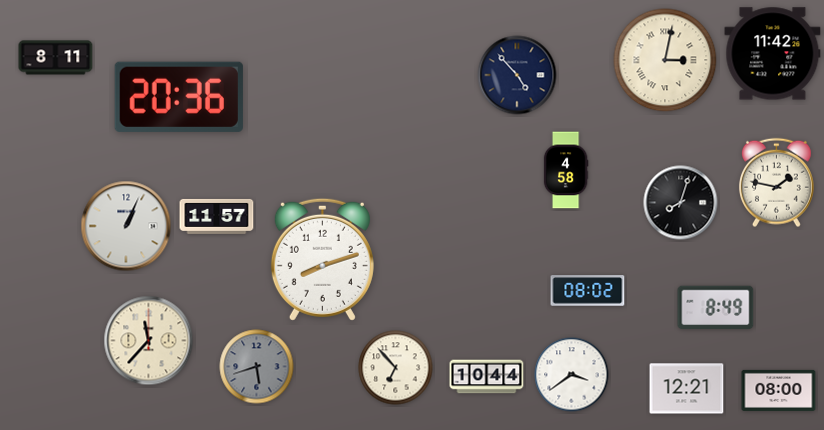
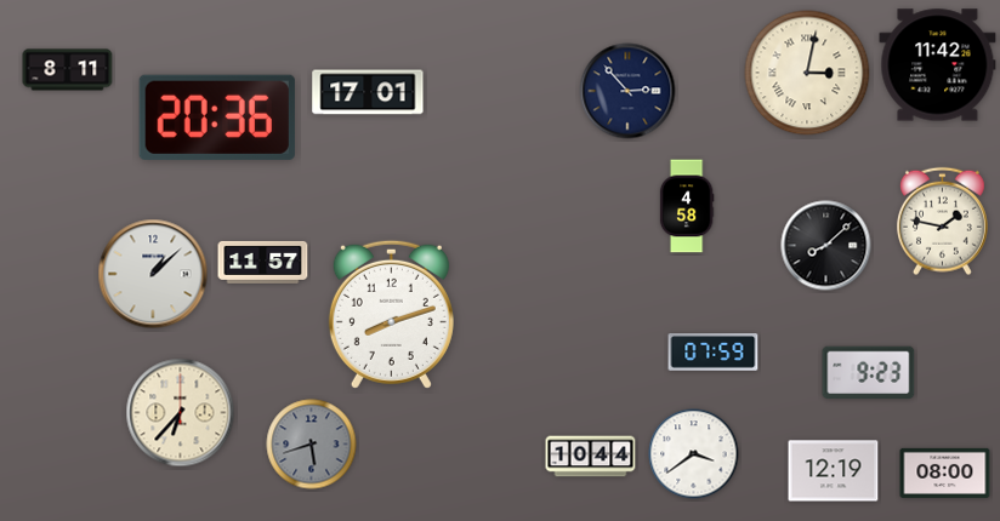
clock at (517, 75): 4:53 -> 2:53
clock at (368, 92): none -> 17:01
clock at (681, 203): 8:03 -> 8:08
clock at (126, 226): 1:04 -> 1:08
clock at (588, 291): 08:02 -> 07:59
clock at (716, 308): 8:49 -> 9:23
clock at (149, 341): 11:37 -> 6:37
clock at (396, 368): 6:53 -> none
clock at (687, 389): 12:21 -> 12:19
